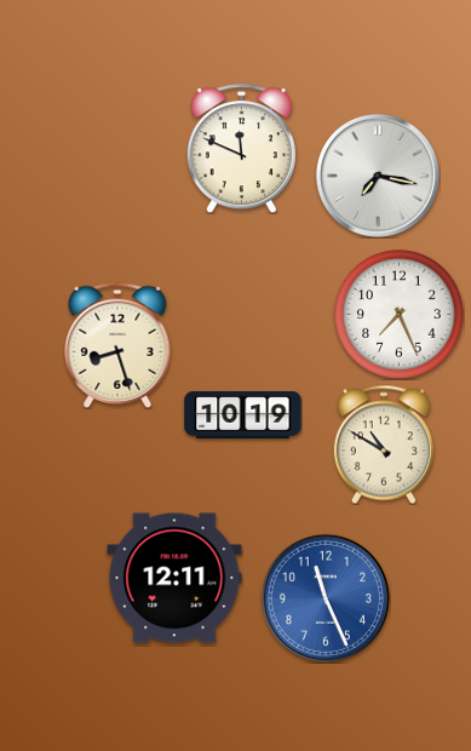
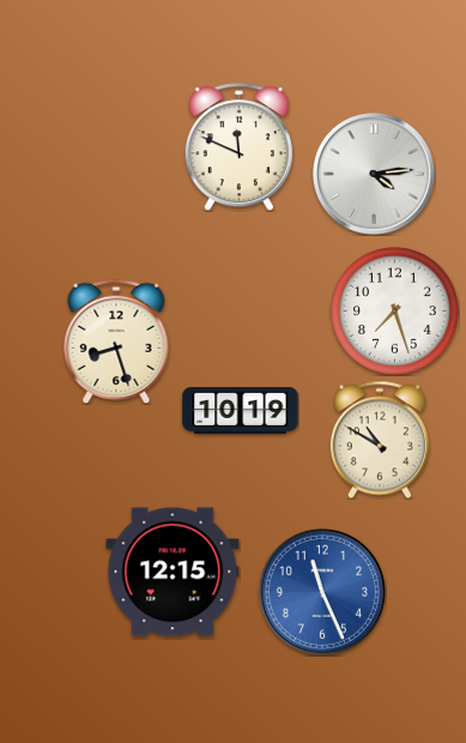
clock at (378, 176): 7:17 -> 4:14
clock at (400, 315): 7:26 -> 7:27
clock at (174, 578): 12:11 -> 12:15
